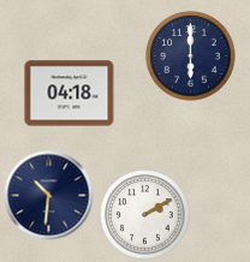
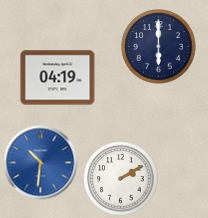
clock at (70, 94): 04:18 -> 04:19
clock at (49, 196) dial: navy -> blue
